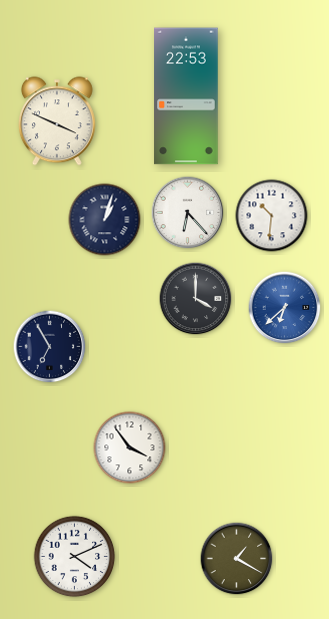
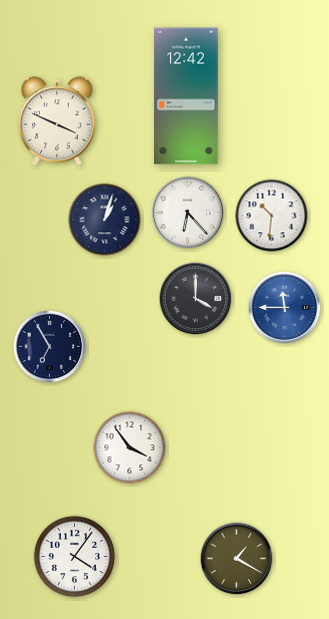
clock at (186, 96): 22:53 -> 12:42
clock at (285, 308): 6:38 -> 11:45
clock at (75, 557): 4:11 -> 4:06
